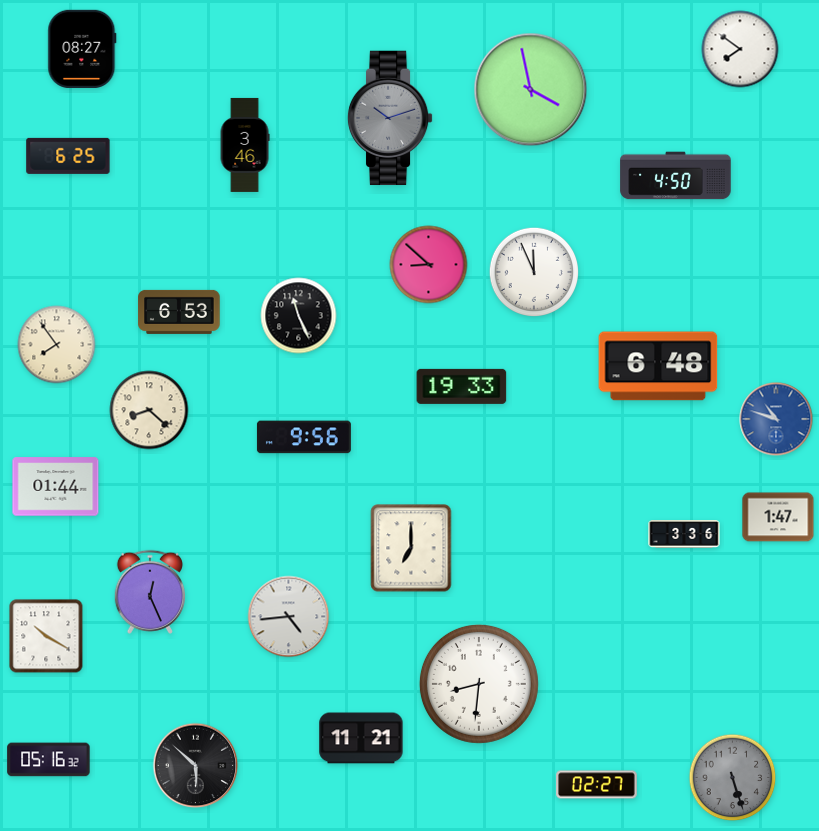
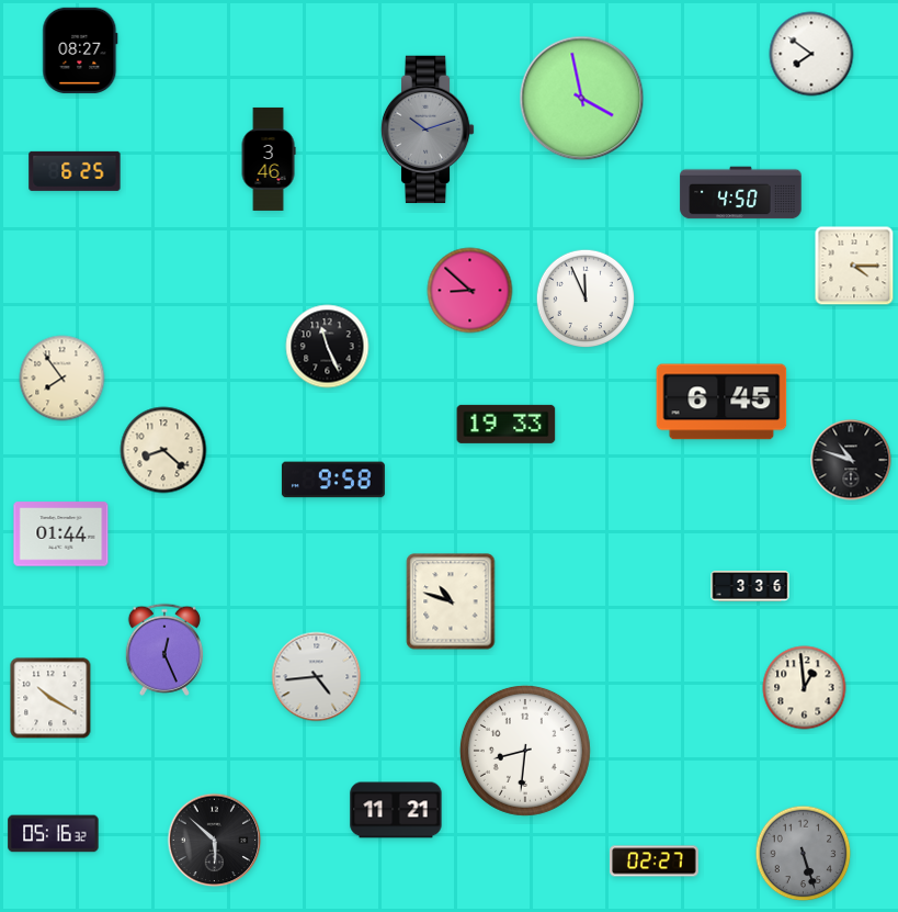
clock at (82, 49) position: (82, 49) -> (80, 50)
clock at (854, 266): none -> 4:15
clock at (179, 312): 6:53 -> none
clock at (658, 366): 6:48 -> 6:45
clock at (776, 419) dial: blue -> black
clock at (304, 437): 9:56 -> 9:58
clock at (778, 517): 1:47 -> none
clock at (411, 548): 7:00 -> 10:48
clock at (805, 688): none -> 12:59
